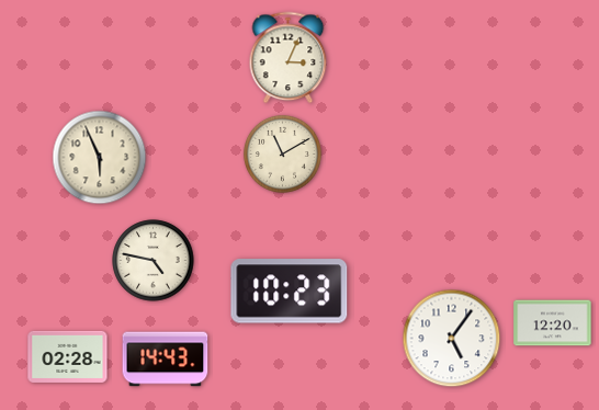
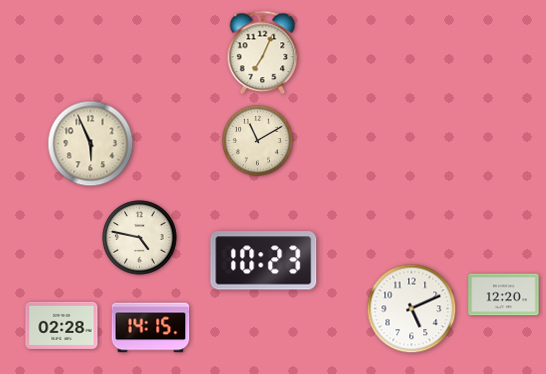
clock at (289, 58): 3:04 -> 7:04
clock at (290, 292) position: (290, 292) -> (264, 261)
clock at (452, 339): 5:06 -> 5:11
clock at (166, 360): 14:43 -> 14:15
